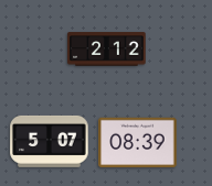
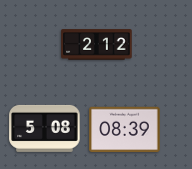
clock at (50, 141): 5:07 -> 5:08
